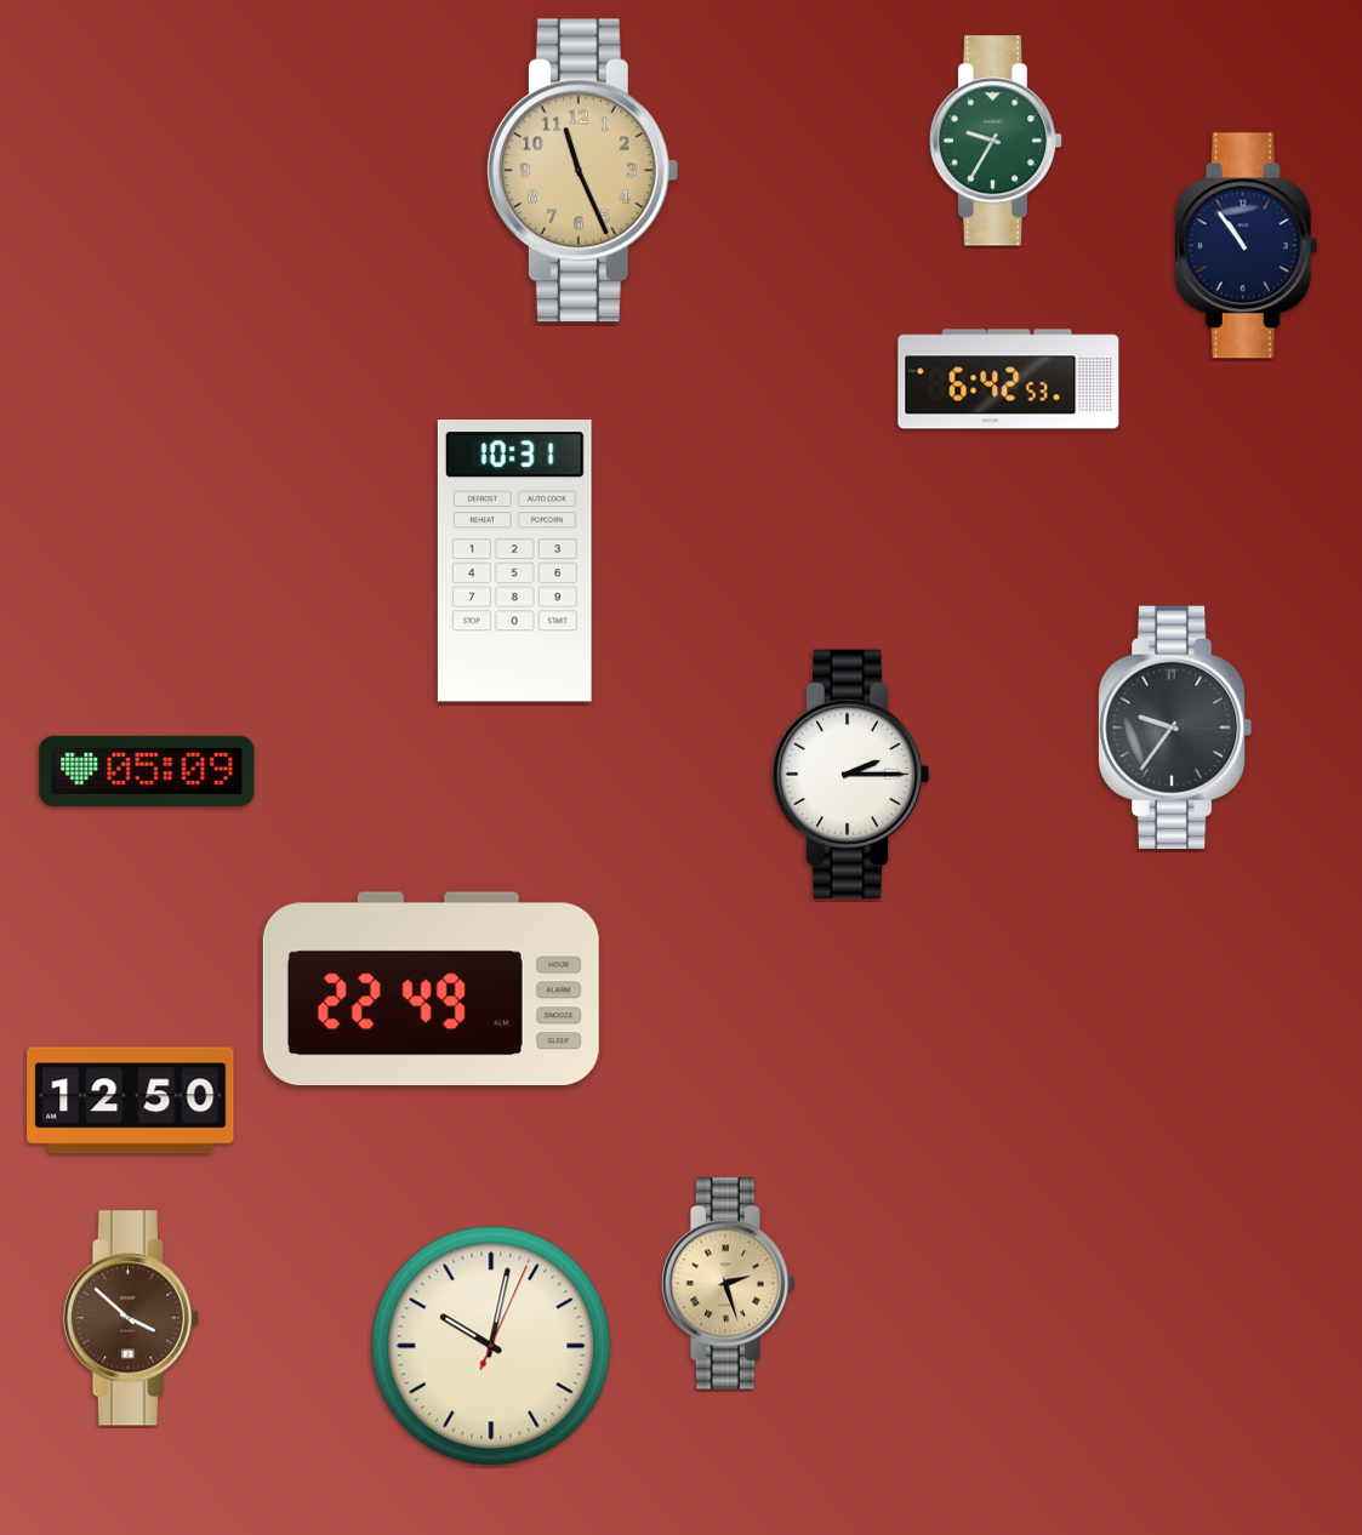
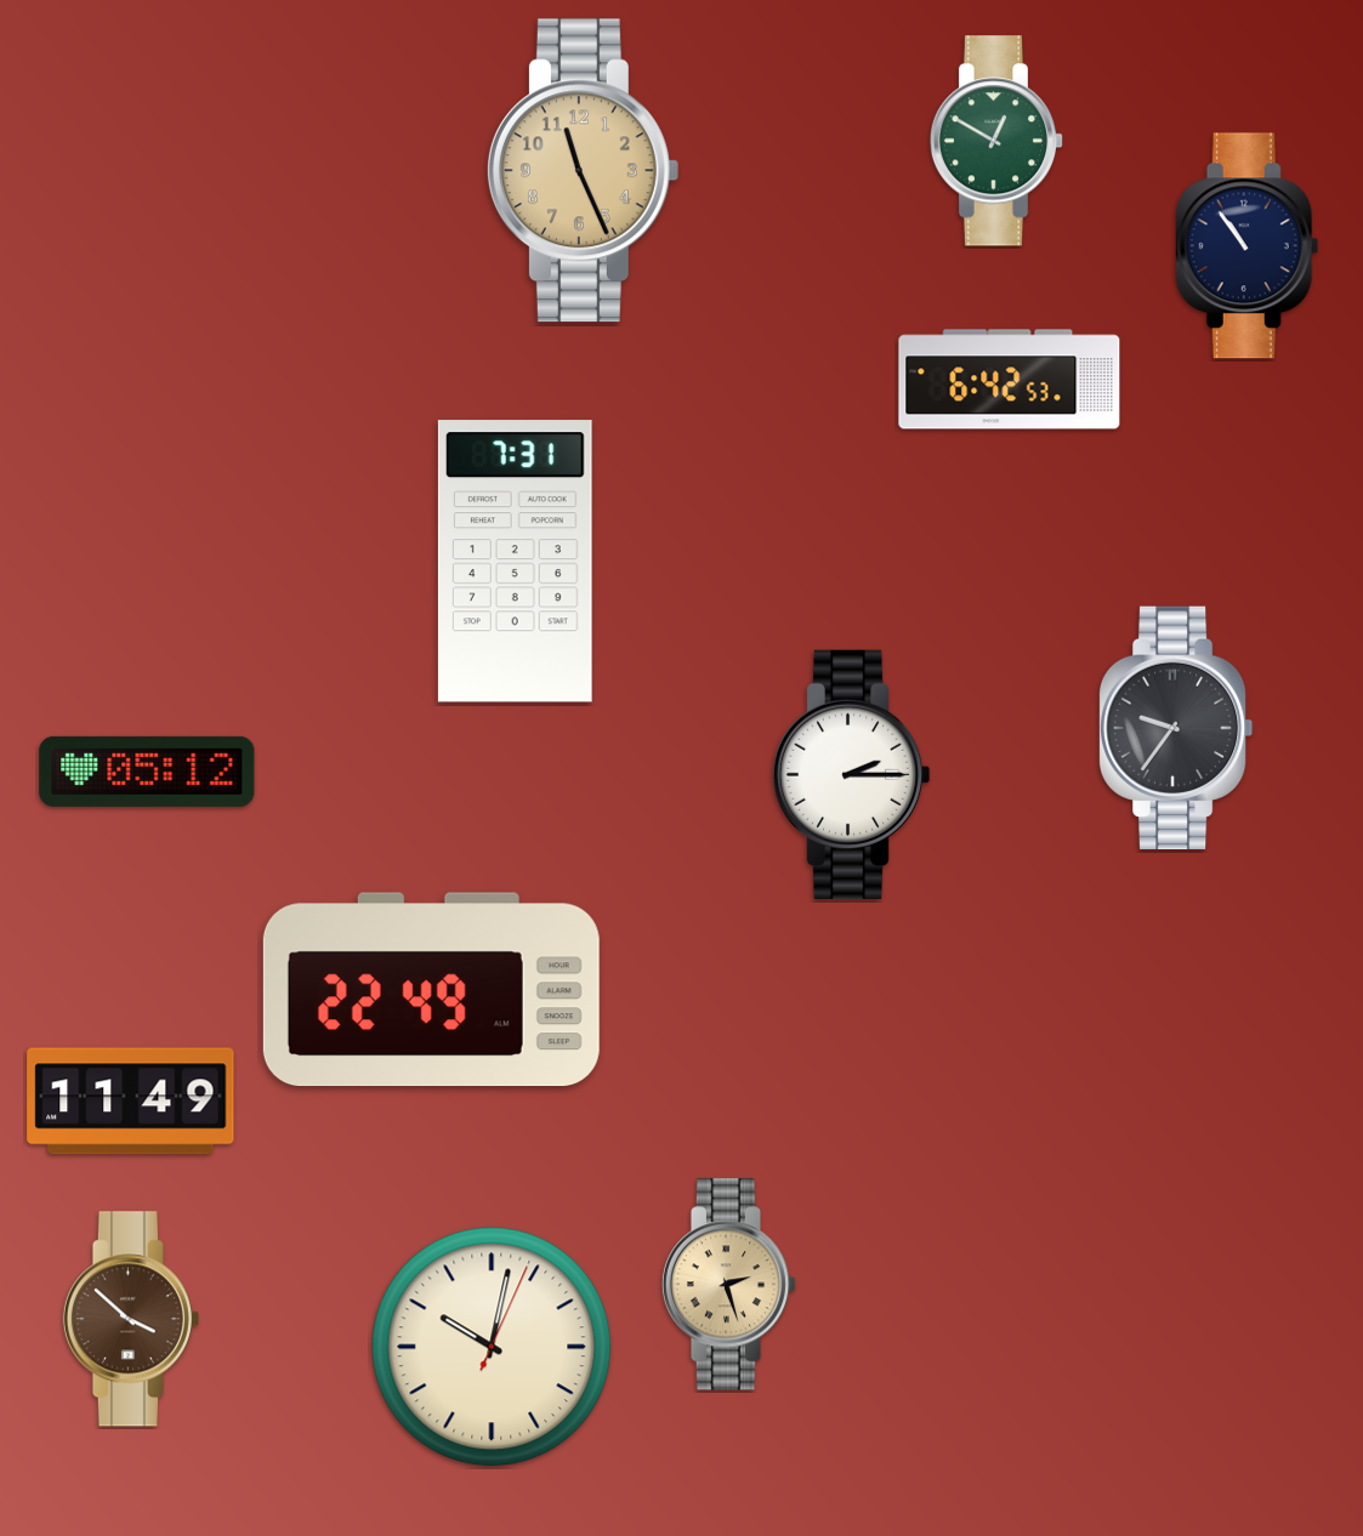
clock at (996, 141): 9:35 -> 12:50
clock at (514, 561): 10:31 -> 7:31
clock at (147, 771): 05:09 -> 05:12
clock at (131, 1101): 12:50 -> 11:49
